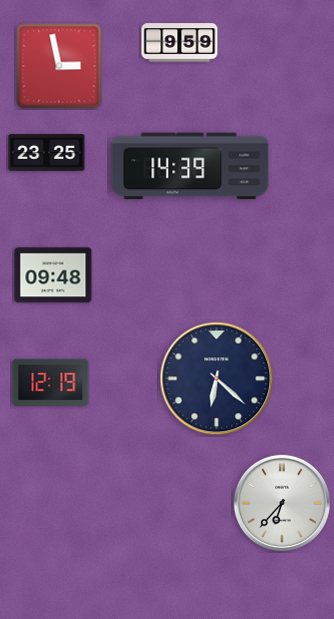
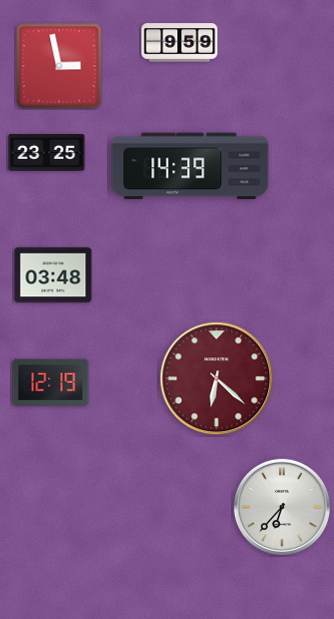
clock at (53, 275): 09:48 -> 03:48
clock at (217, 379) dial: navy -> burgundy
clock at (282, 503) position: (282, 503) -> (282, 507)
